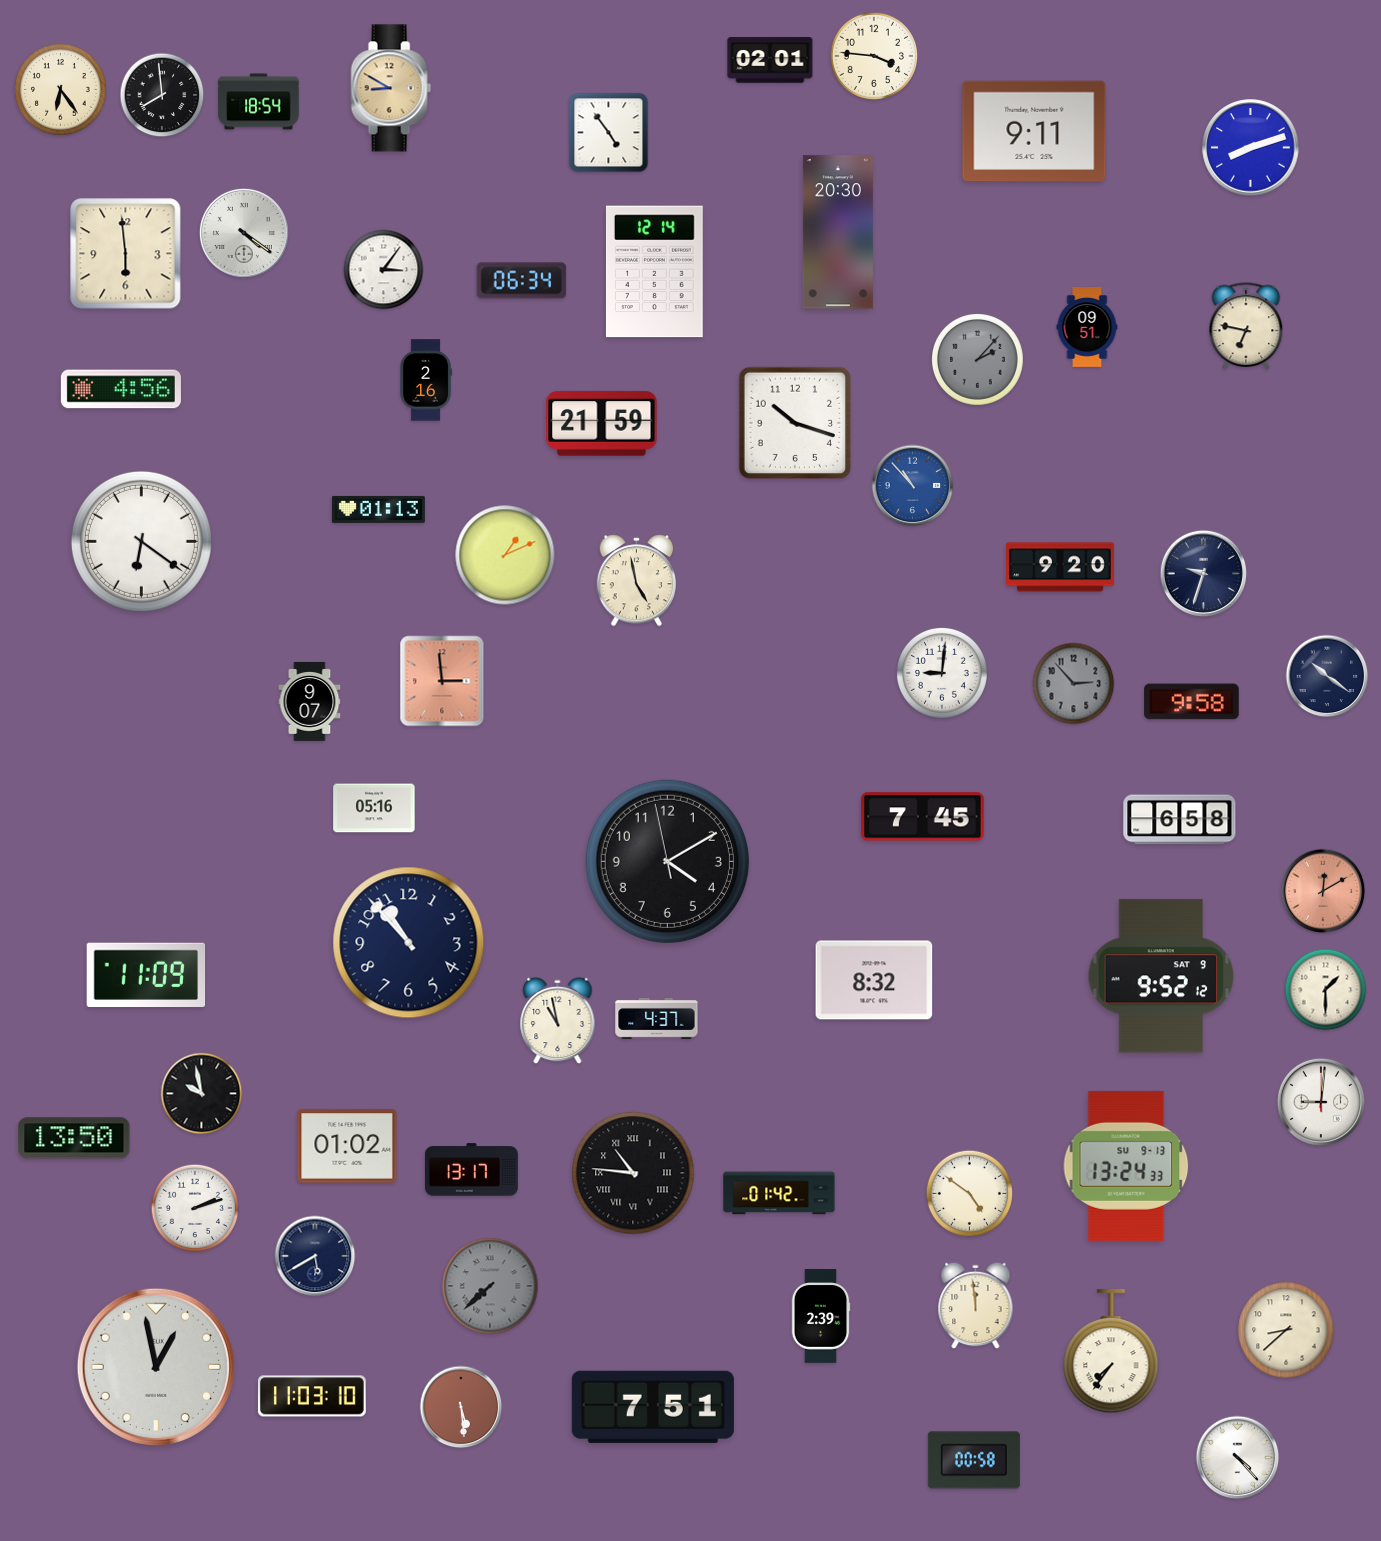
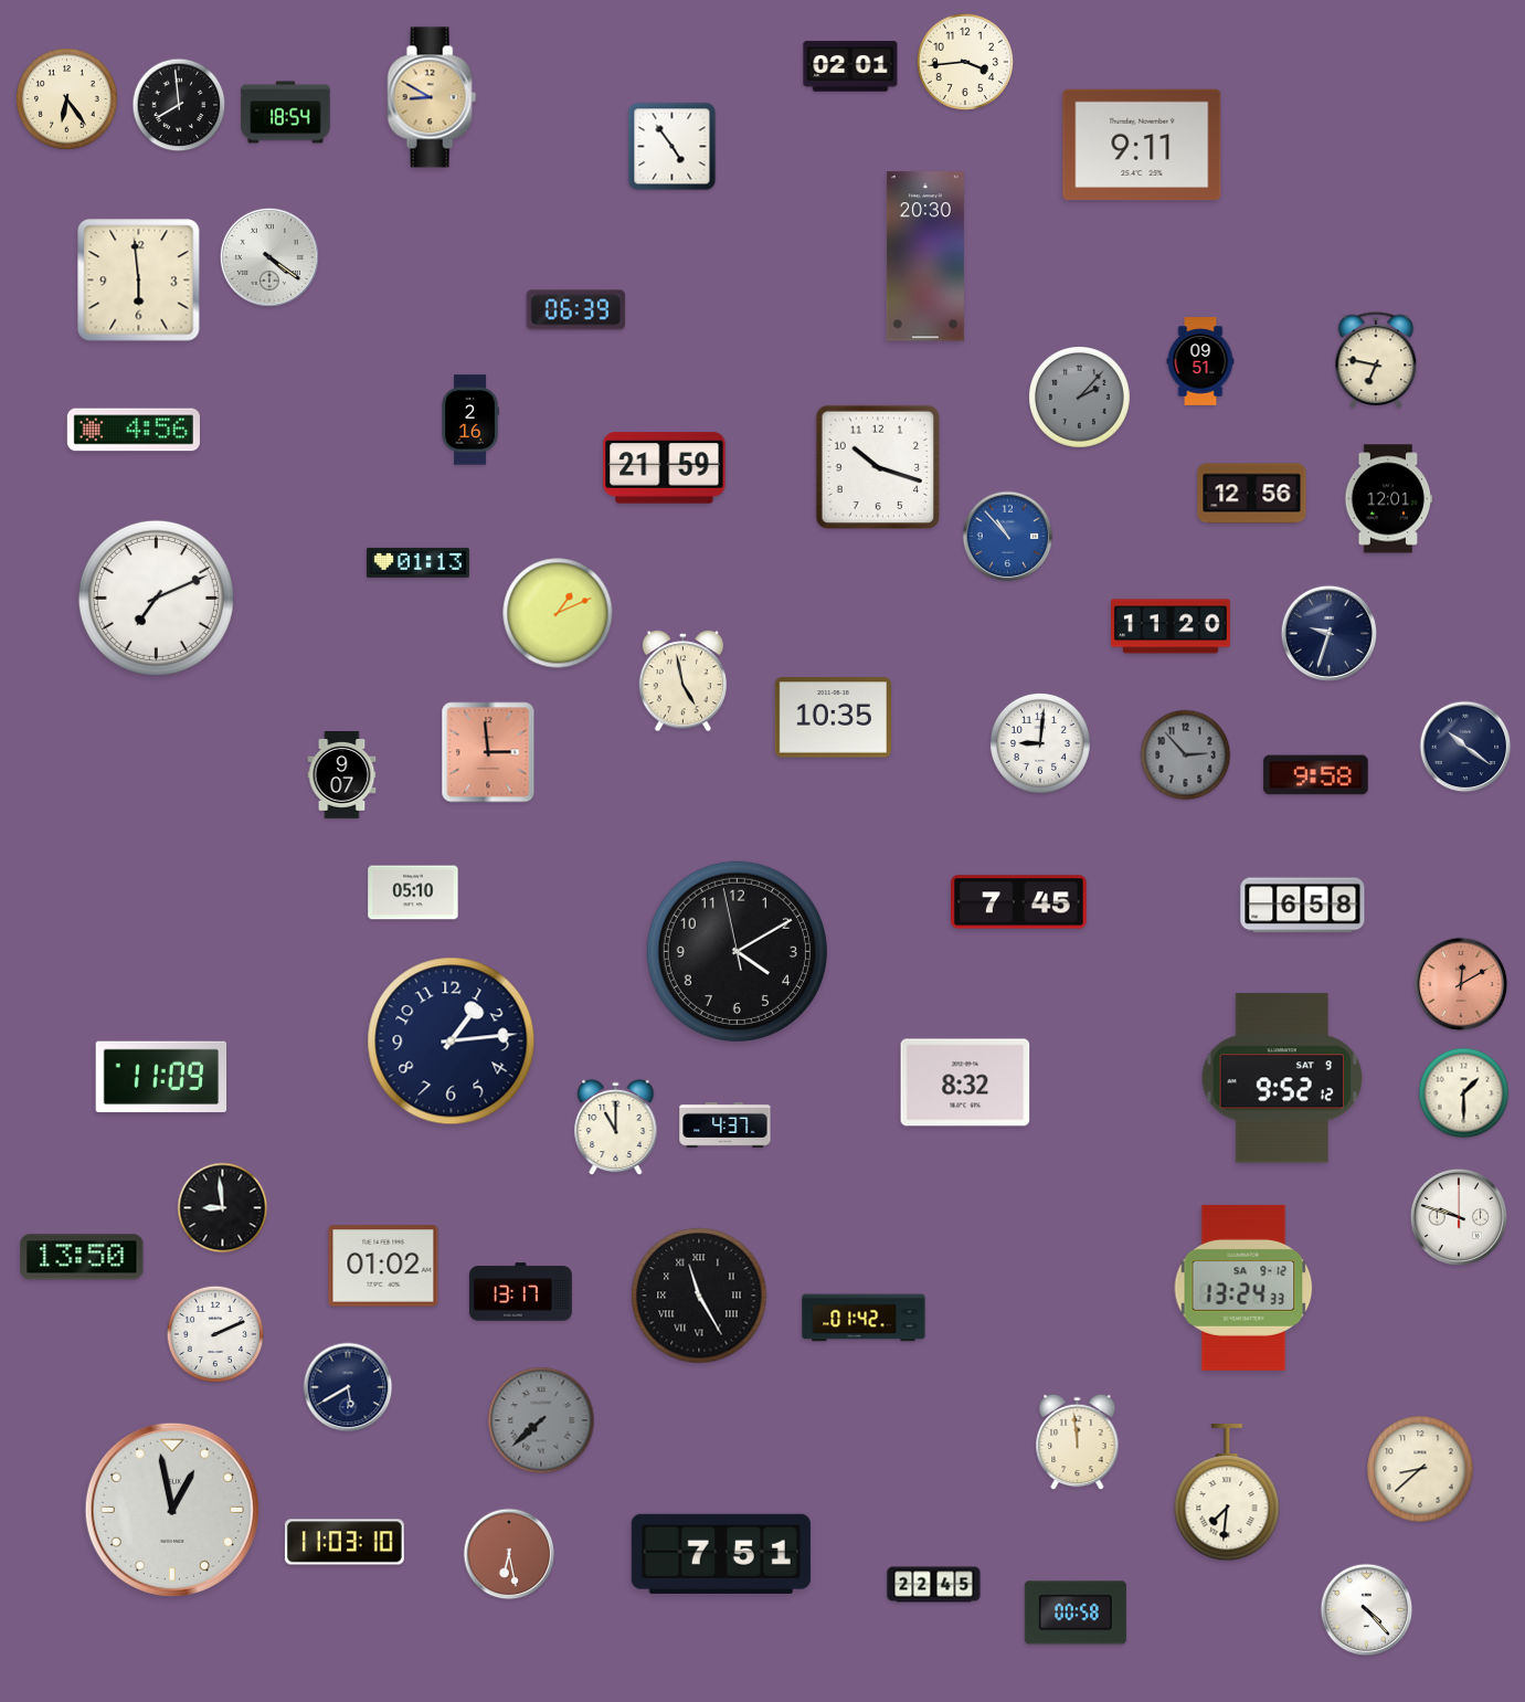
clock at (873, 55): 3:46 -> 3:44
clock at (1251, 148): 8:12 -> none
clock at (384, 270): 3:06 -> none
clock at (654, 272): 12:14 -> none
clock at (522, 281): 06:34 -> 06:39
clock at (1252, 494): none -> 12:56
clock at (1389, 499): none -> 12:01
clock at (141, 541): 6:21 -> 7:11
clock at (1061, 567): 9:20 -> 11:20
clock at (636, 581) position: (636, 581) -> (682, 681)
clock at (833, 718): none -> 10:35
clock at (374, 808): 05:16 -> 05:10
clock at (409, 943): 10:53 -> 1:14
clock at (558, 1021): 10:58 -> 11:00
clock at (202, 1094): 9:58 -> 8:59
clock at (1321, 1102): 9:01 -> 9:48
clock at (1126, 1166) date: SU 9-13 -> SA 9-12
clock at (633, 1173): 10:46 -> 11:25
clock at (779, 1193) position: (779, 1193) -> (864, 1318)
clock at (970, 1194): 4:51 -> none
clock at (194, 1207): 2:12 -> 2:11
clock at (821, 1316): 2:39 -> none
clock at (1111, 1352): 7:36 -> 7:31
clock at (461, 1407): 5:29 -> 6:28
clock at (934, 1585): none -> 22:45
